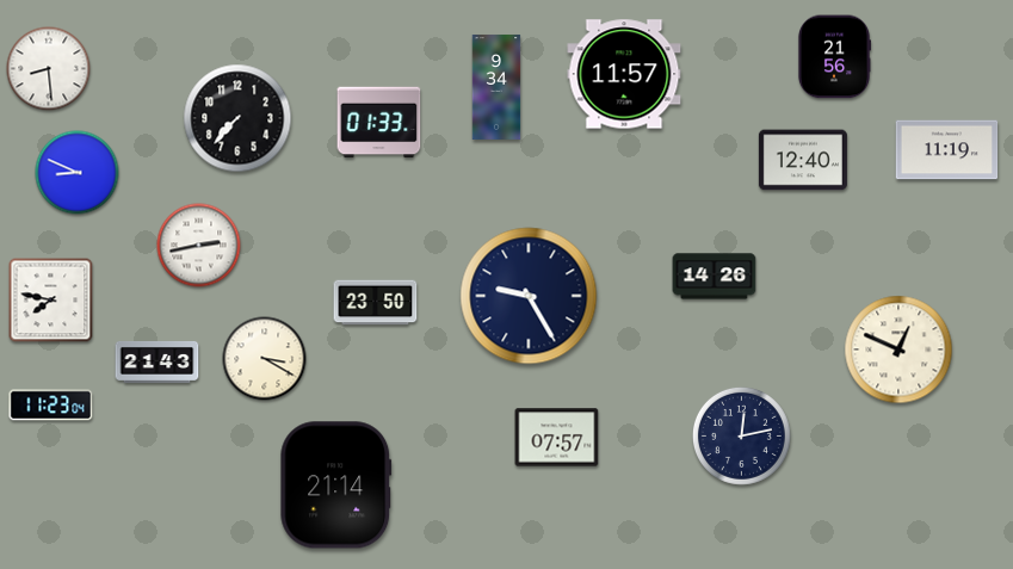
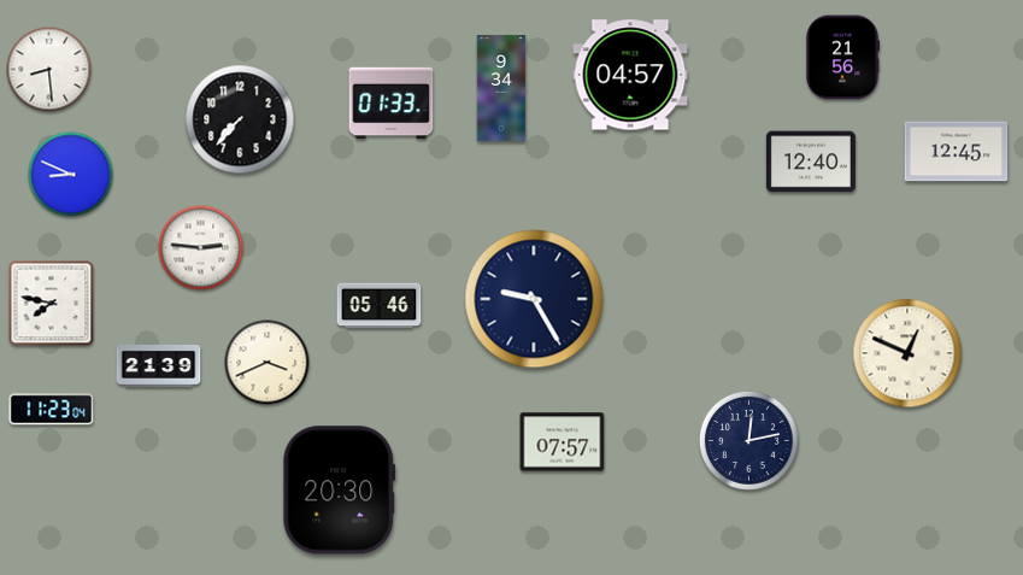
clock at (624, 74): 11:57 -> 04:57
clock at (379, 123) position: (379, 123) -> (392, 104)
clock at (947, 150): 11:19 -> 12:45
clock at (78, 173) position: (78, 173) -> (71, 175)
clock at (199, 246): 2:43 -> 2:46
clock at (715, 277): 14:26 -> none
clock at (376, 303): 23:50 -> 05:46
clock at (265, 359): 3:20 -> 3:41
clock at (157, 361): 21:43 -> 21:39
clock at (336, 485): 21:14 -> 20:30
